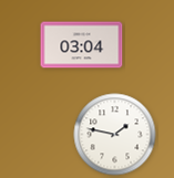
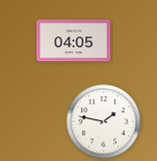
clock at (82, 45): 03:04 -> 04:05
